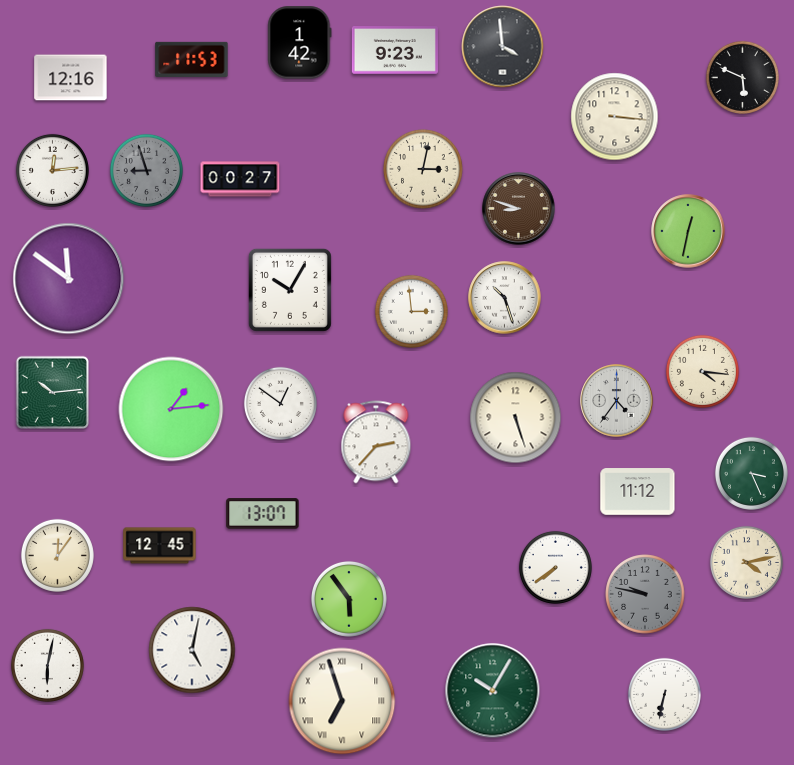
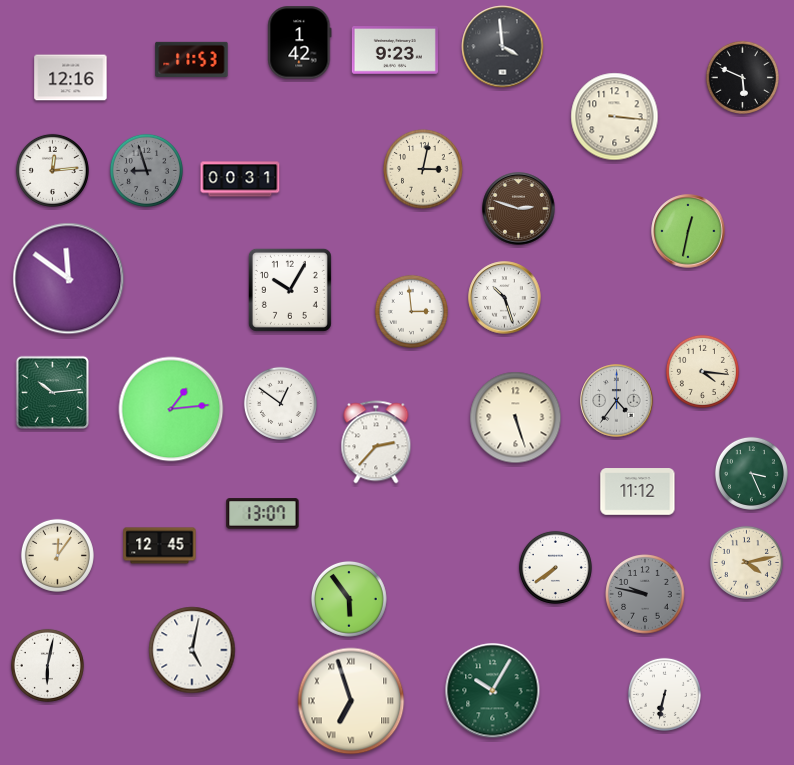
clock at (240, 179): 00:27 -> 00:31
clock at (519, 209): 8:48 -> 2:48
clock at (342, 701) position: (342, 701) -> (351, 701)
